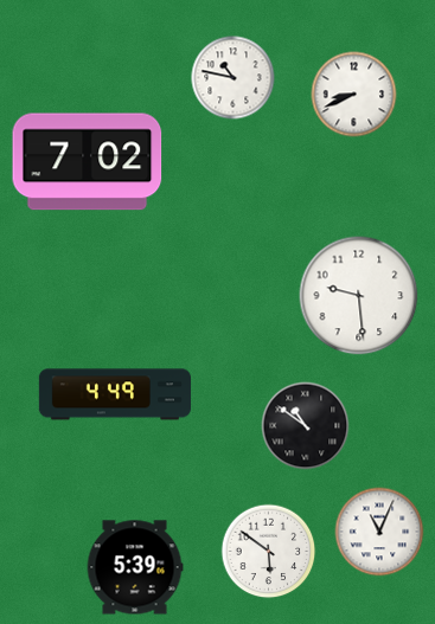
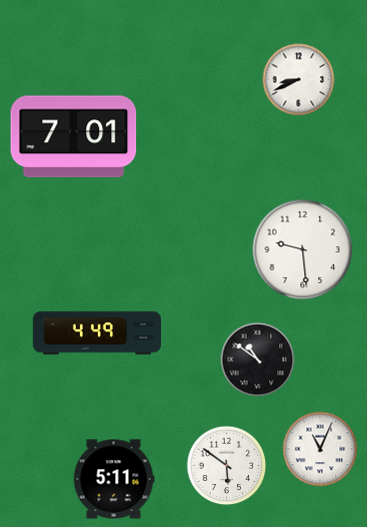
clock at (234, 78): 10:47 -> none
clock at (88, 162): 7:02 -> 7:01
clock at (135, 567): 5:39 -> 5:11
